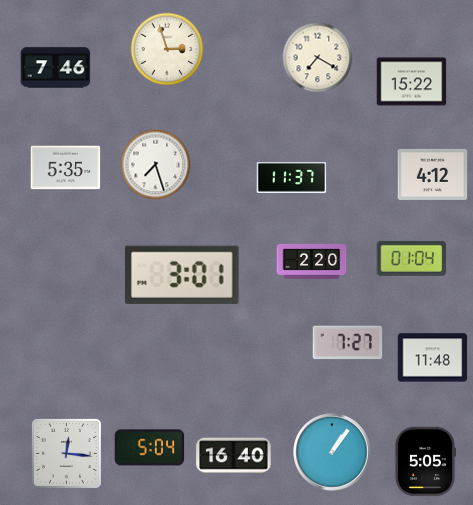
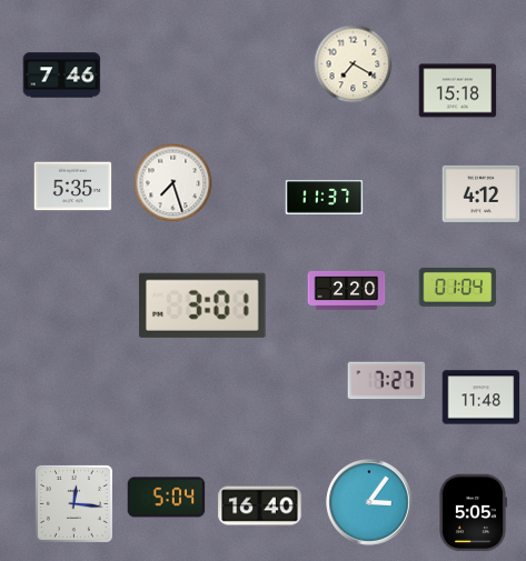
clock at (167, 49): 2:57 -> none
clock at (412, 82): 15:22 -> 15:18
clock at (332, 452): 1:06 -> 3:06
